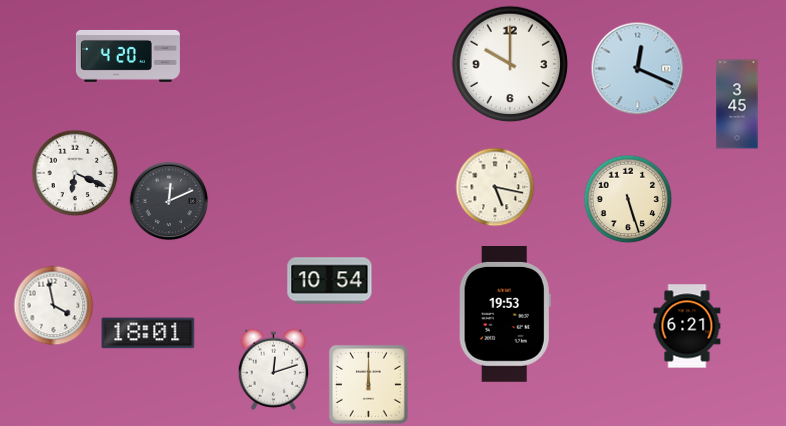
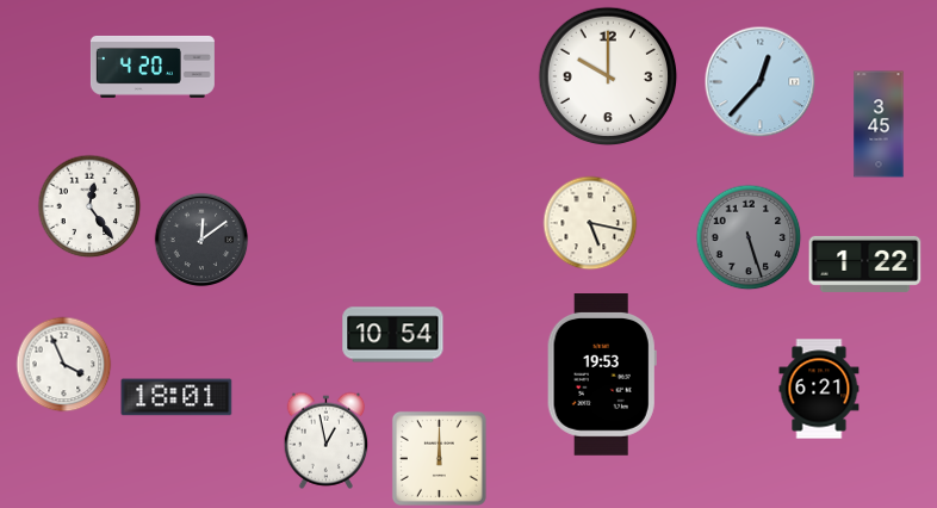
clock at (638, 69): 12:19 -> 12:37
clock at (75, 173): 6:19 -> 12:24
clock at (628, 199) dial: cream -> grey
clock at (169, 201): 12:11 -> 12:09
clock at (865, 264): none -> 1:22
clock at (54, 306): 3:58 -> 3:56
clock at (274, 369): 12:12 -> 12:58
